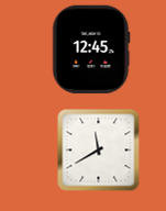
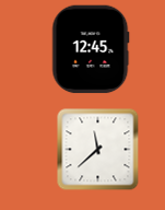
clock at (99, 151): 11:40 -> 11:38
